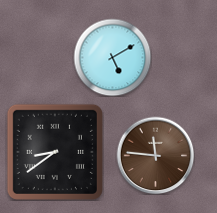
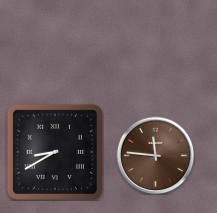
clock at (112, 57): 5:10 -> none
clock at (55, 152): 8:39 -> 8:40
